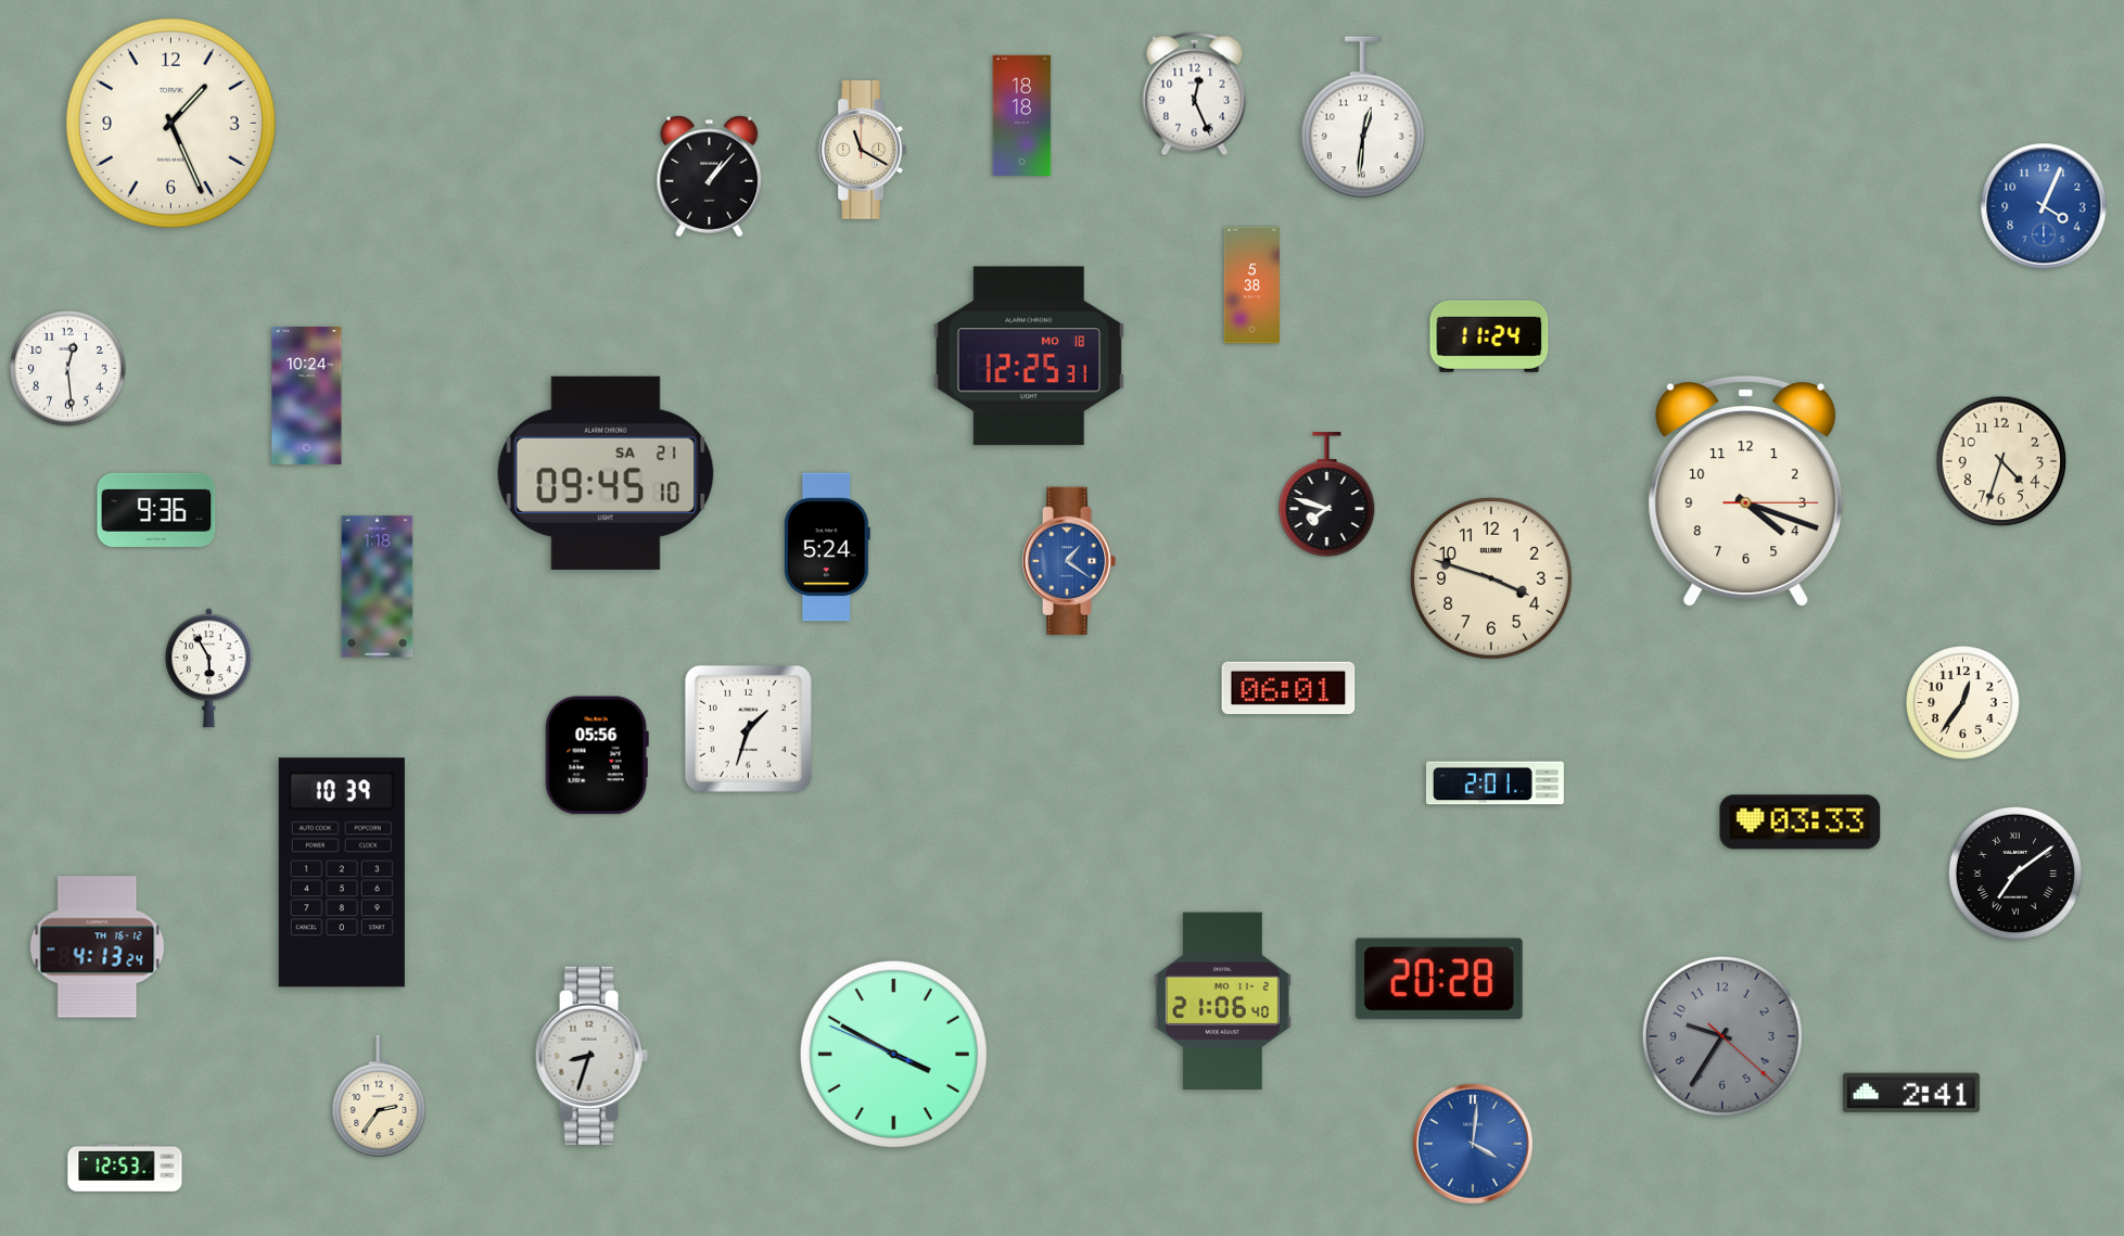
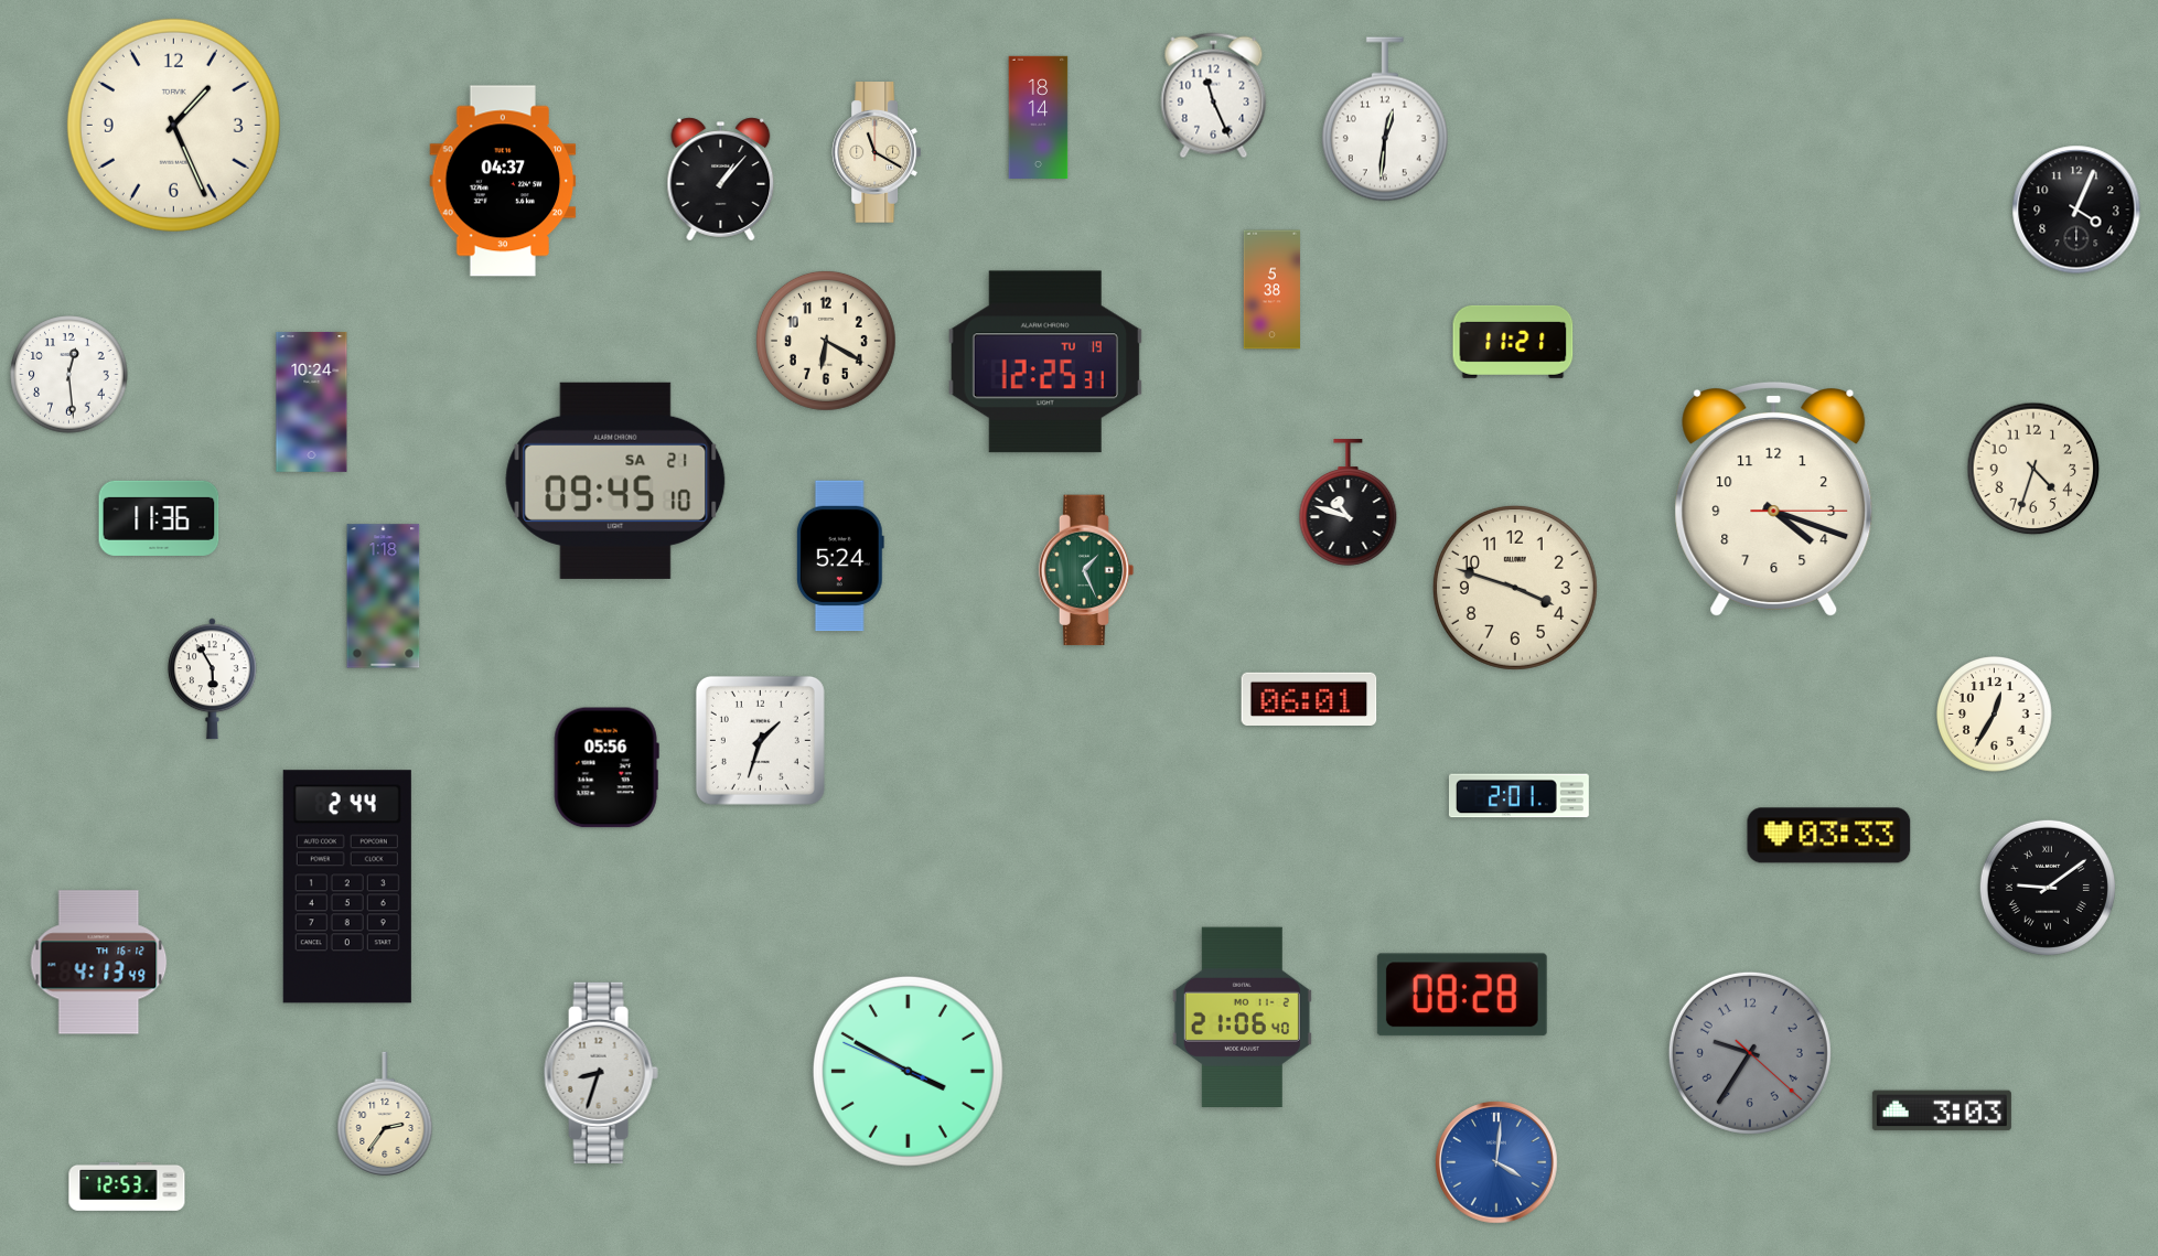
clock at (1195, 94): 12:26 -> 11:26
clock at (1022, 116): 18:18 -> 18:14
clock at (503, 181): none -> 04:37
clock at (2044, 206) dial: blue -> black
clock at (826, 341): none -> 6:20
clock at (1489, 336): 11:24 -> 11:21
clock at (1028, 356) date: MO 18 -> TU 19
clock at (1327, 495): 7:48 -> 10:48
clock at (156, 510): 9:36 -> 11:36
clock at (1069, 561): 1:21 -> 1:26
clock at (1069, 561) dial: blue -> green
clock at (1963, 703): 12:36 -> 12:35
clock at (342, 872): 10:39 -> 2:44
clock at (2015, 874): 7:09 -> 9:09
clock at (98, 947): 4:13:24 -> 4:13:49
clock at (1439, 979): 20:28 -> 08:28
clock at (1911, 1093): 2:41 -> 3:03
